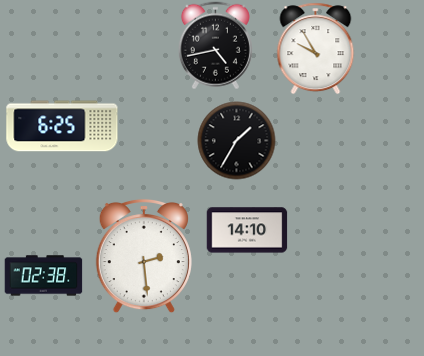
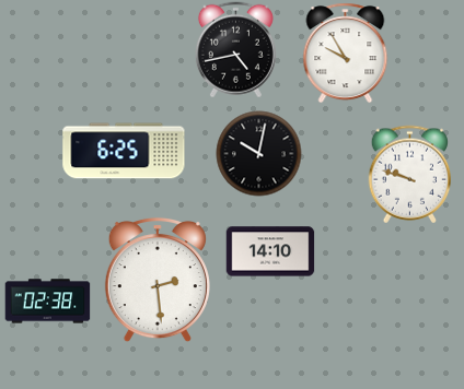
clock at (62, 126) position: (62, 126) -> (124, 151)
clock at (236, 140): 1:35 -> 10:02
clock at (410, 174): none -> 9:48
